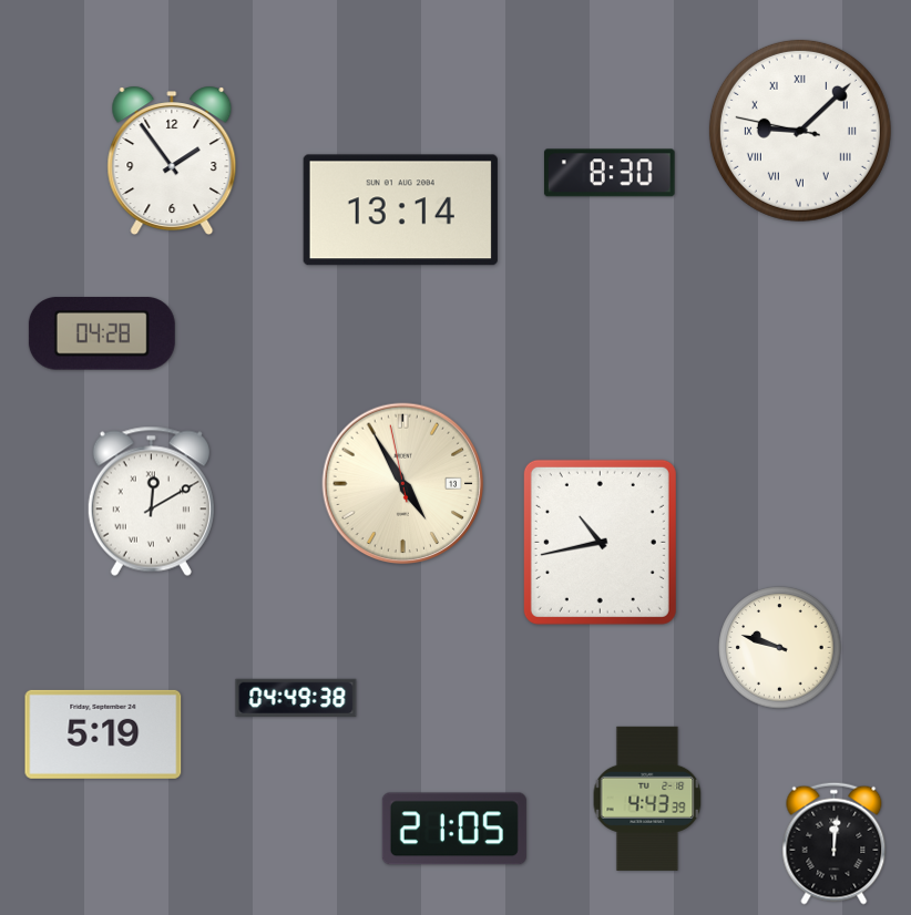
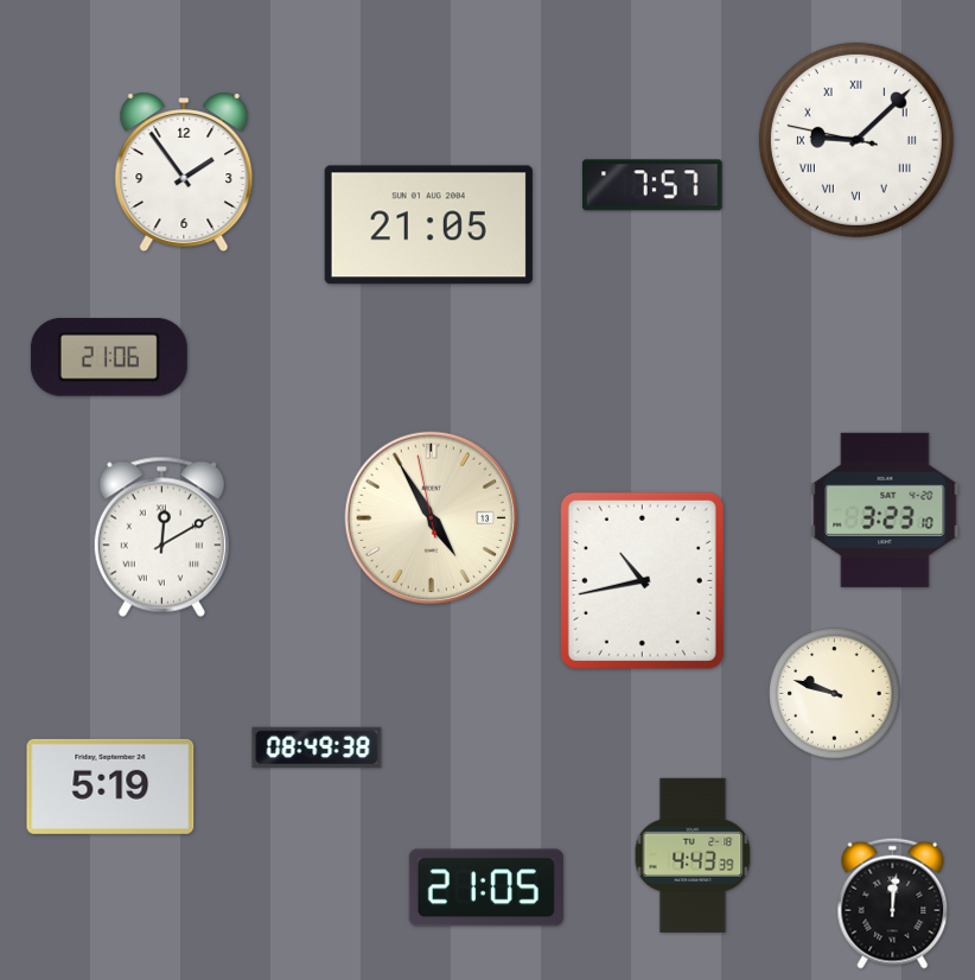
clock at (610, 173): 8:30 -> 7:57
clock at (400, 210): 13:14 -> 21:05
clock at (102, 333): 04:28 -> 21:06
clock at (885, 510): none -> 3:23
clock at (296, 697): 04:49 -> 08:49
